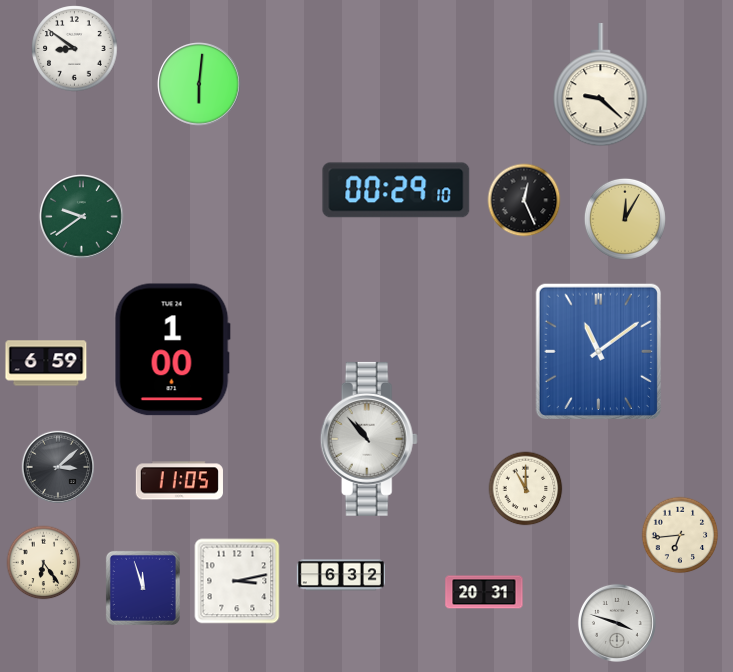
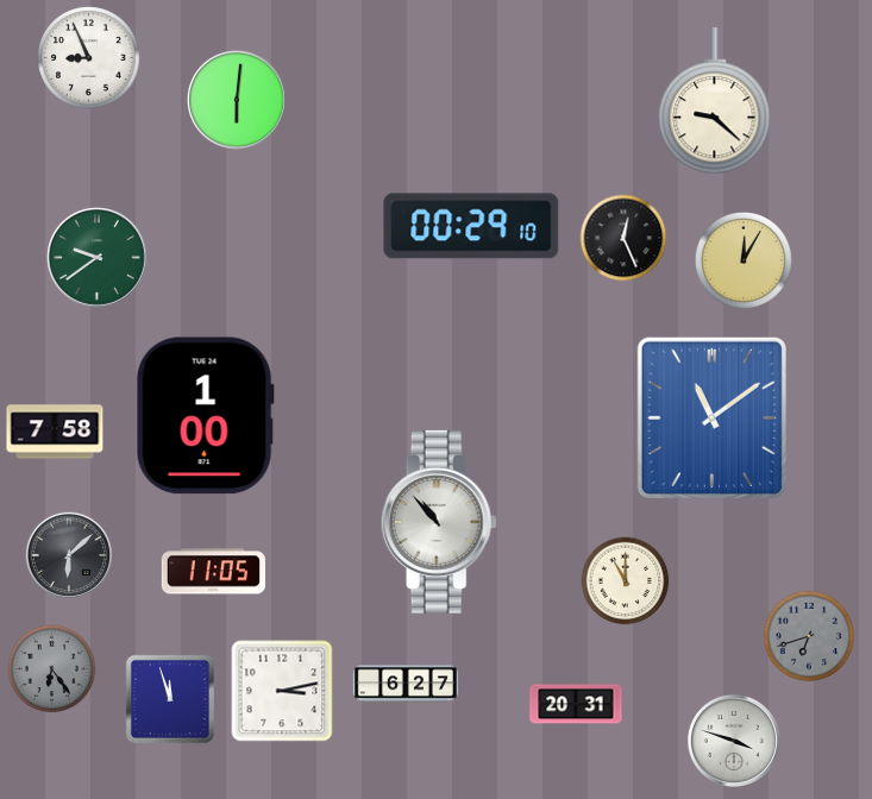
clock at (75, 49): 8:51 -> 8:56
clock at (46, 363): 6:59 -> 7:58
clock at (57, 466): 3:08 -> 6:08
clock at (680, 535): 6:44 -> 6:42
clock at (680, 535) dial: cream -> grey
clock at (44, 563) dial: cream -> grey
clock at (341, 575): 6:32 -> 6:27
